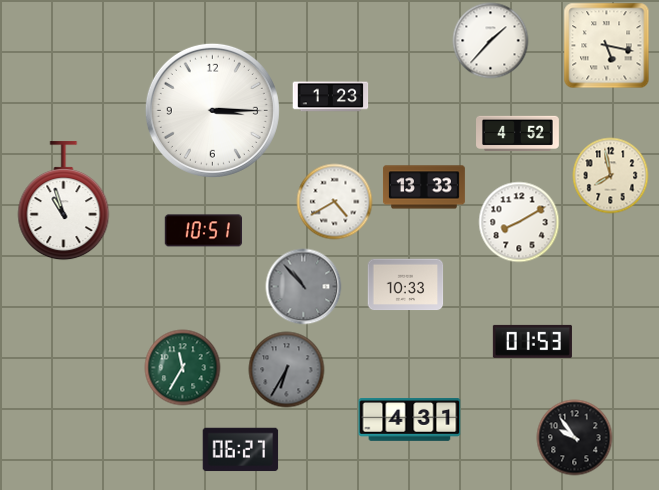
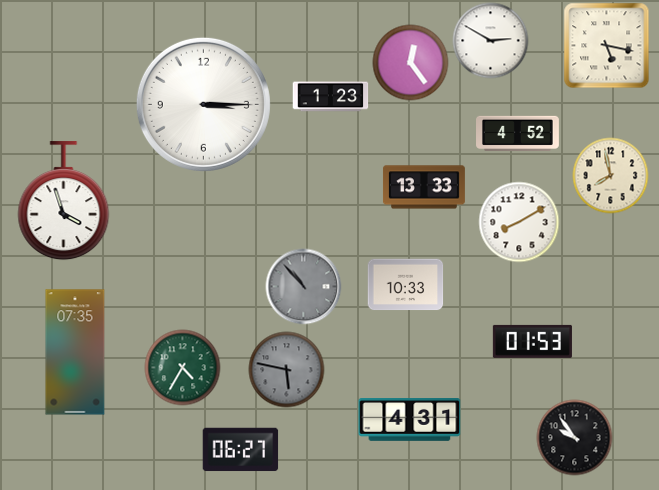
clock at (491, 41): 1:37 -> 2:50
clock at (411, 63): none -> 12:24
clock at (212, 110) position: (212, 110) -> (203, 104)
clock at (64, 201): 10:57 -> 3:57
clock at (335, 202): 4:40 -> none
clock at (203, 231): 10:51 -> none
clock at (75, 352): none -> 07:35
clock at (183, 368): 11:35 -> 4:35
clock at (287, 370): 6:35 -> 5:47
